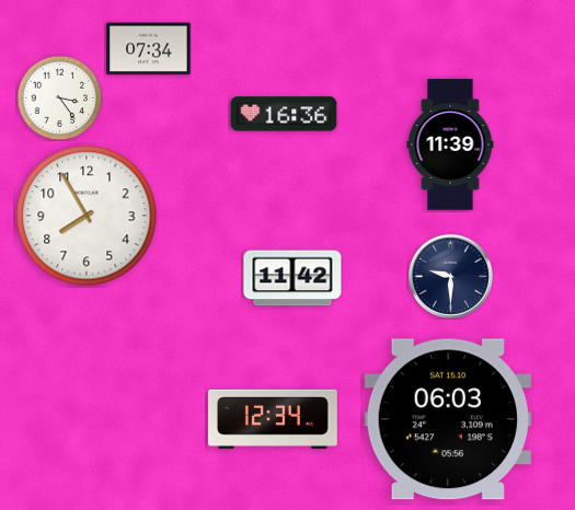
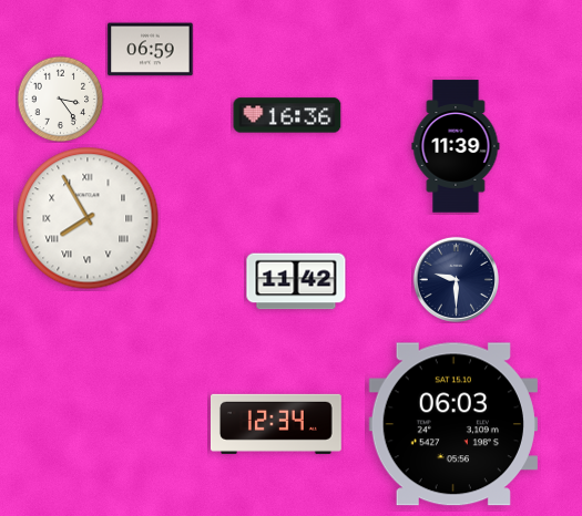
clock at (149, 49): 07:34 -> 06:59
clock at (87, 216) numerals: Arabic -> Roman
